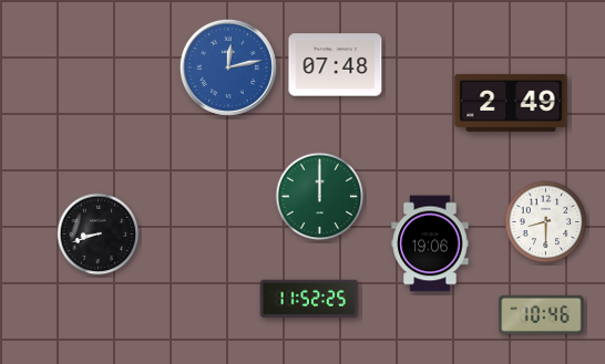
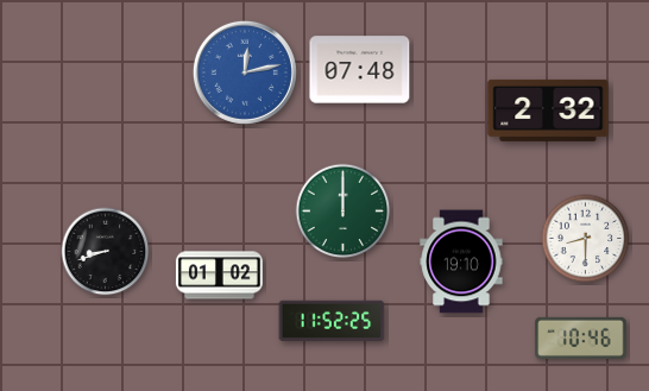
clock at (511, 103): 2:49 -> 2:32
clock at (430, 243): 19:06 -> 19:10
clock at (219, 276): none -> 01:02
